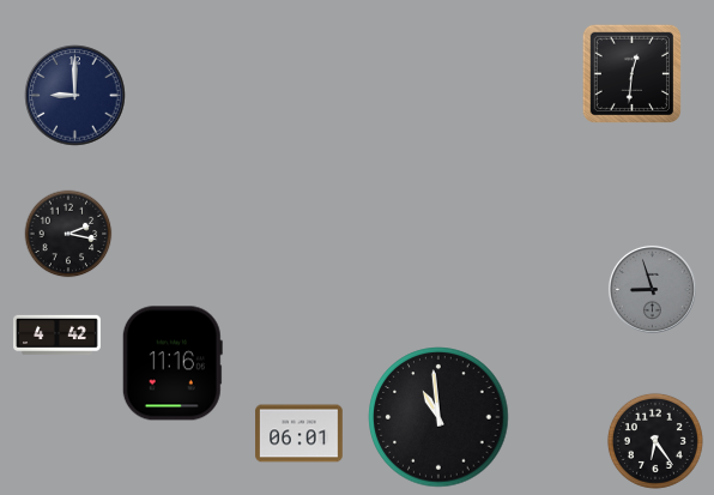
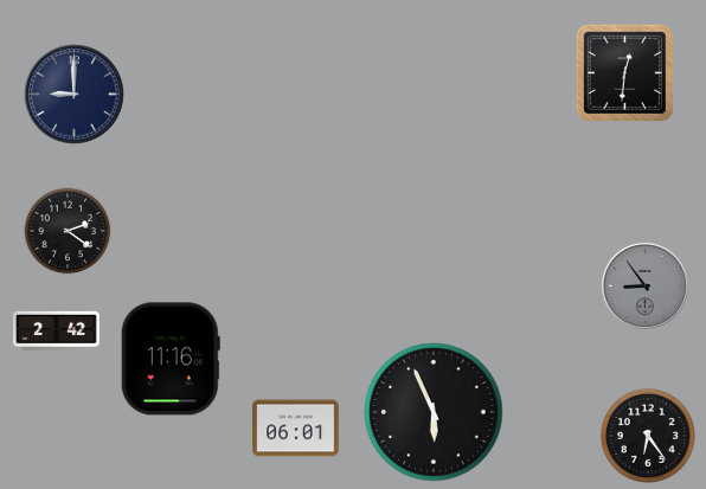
clock at (68, 234): 2:17 -> 2:21
clock at (652, 289): 8:57 -> 8:54
clock at (58, 336): 4:42 -> 2:42
clock at (438, 417): 10:59 -> 5:56
